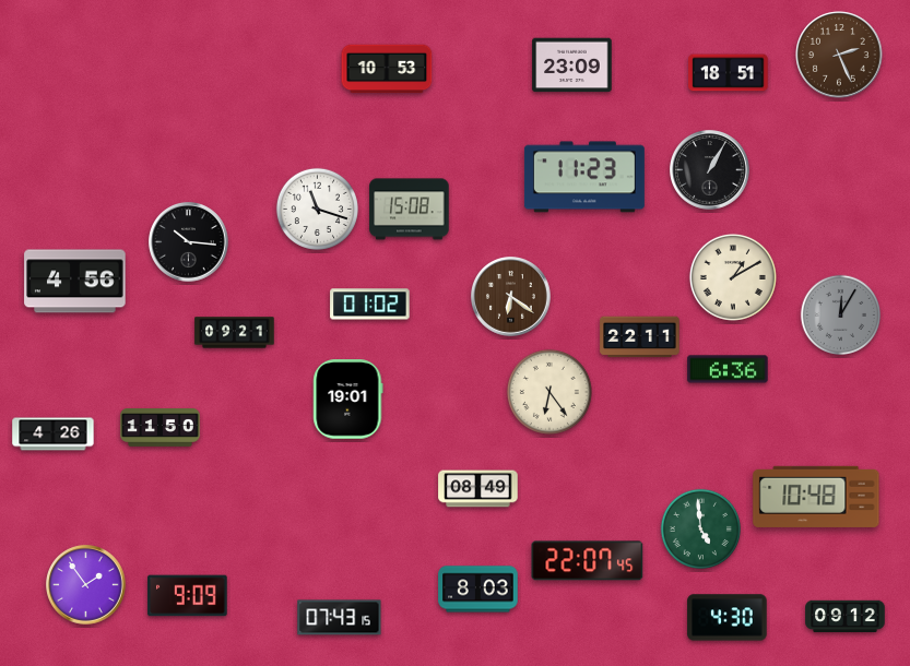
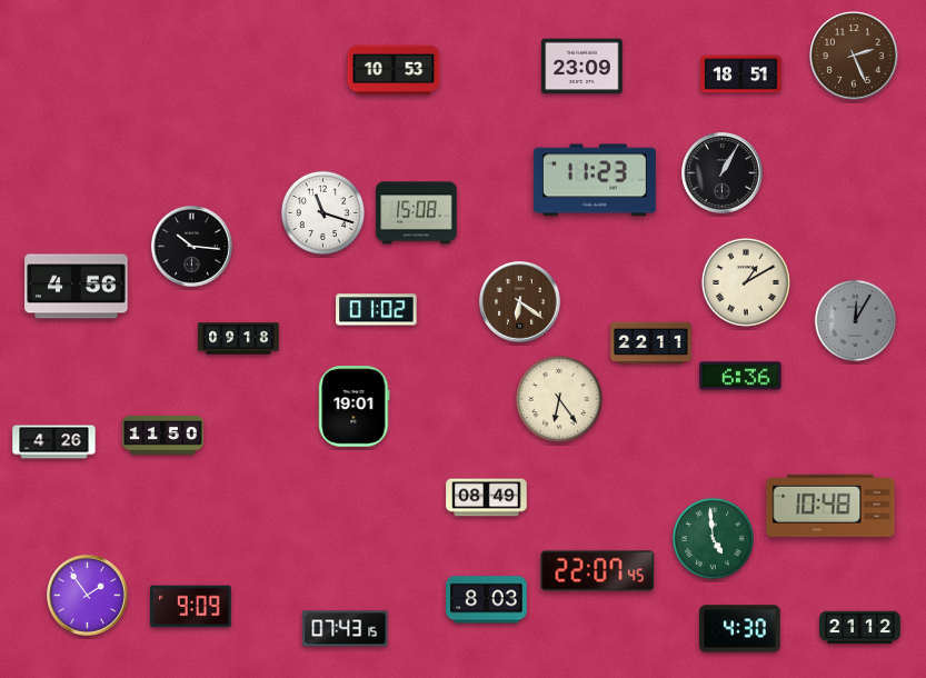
clock at (235, 333): 09:21 -> 09:18
clock at (846, 617): 09:12 -> 21:12
